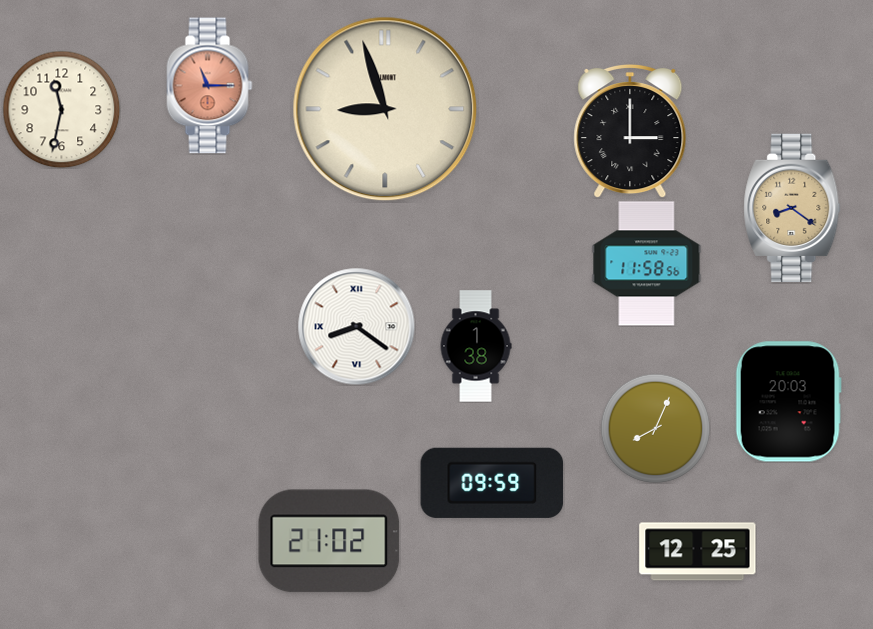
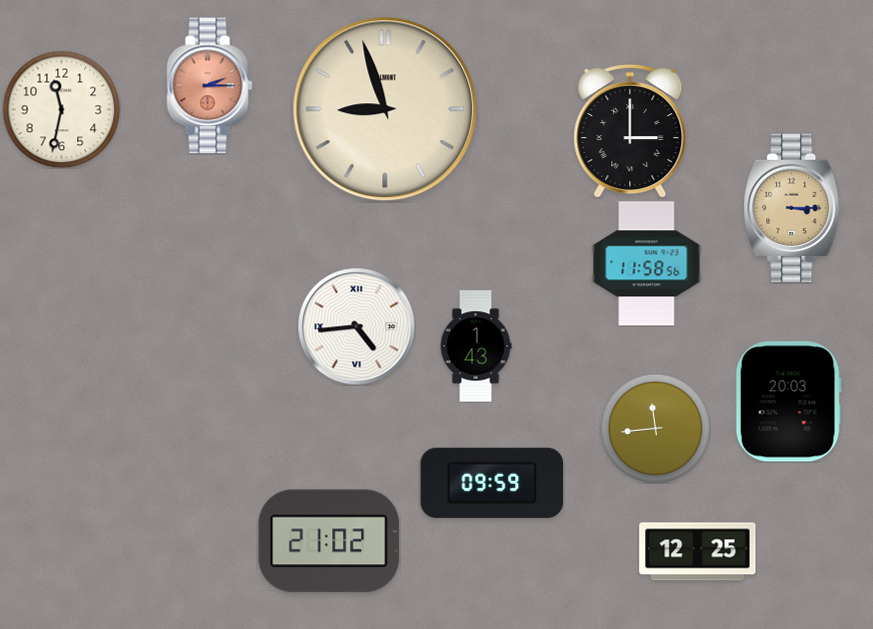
clock at (210, 86): 11:15 -> 2:15
clock at (792, 208): 8:21 -> 3:15
clock at (356, 326): 8:21 -> 4:44
clock at (476, 346): 1:38 -> 1:43
clock at (655, 428): 8:04 -> 11:44
